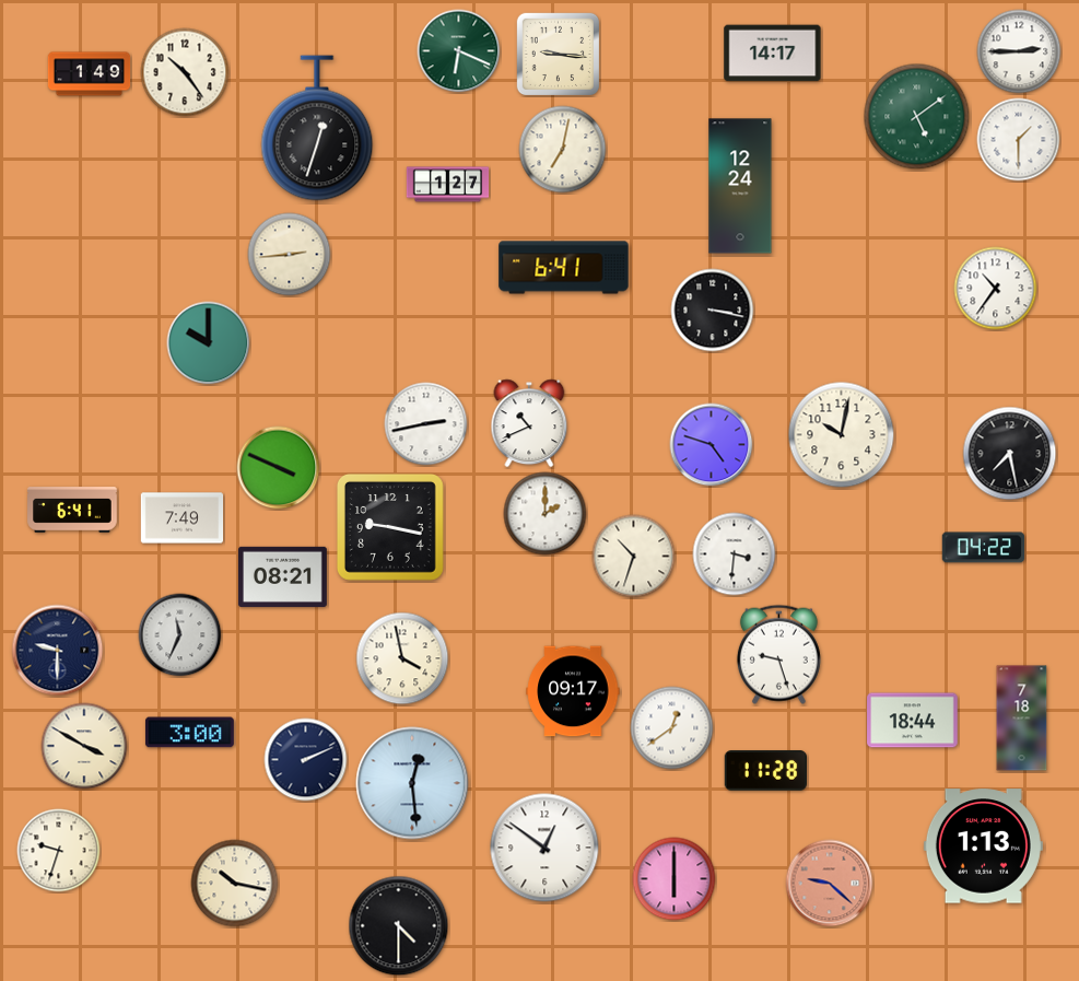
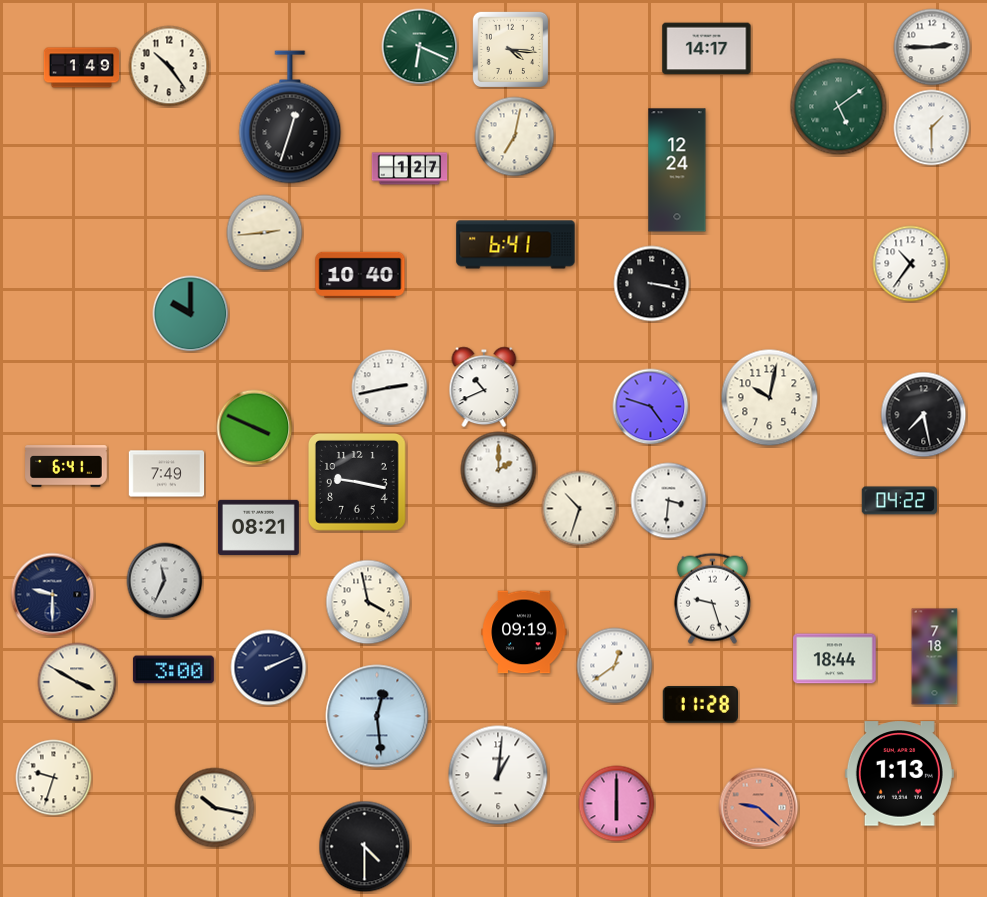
clock at (558, 54): 9:16 -> 4:16
clock at (360, 274): none -> 10:40
clock at (735, 554) position: (735, 554) -> (669, 501)
clock at (573, 691): 09:17 -> 09:19
clock at (306, 760) position: (306, 760) -> (269, 668)
clock at (544, 848): 12:51 -> 1:01
